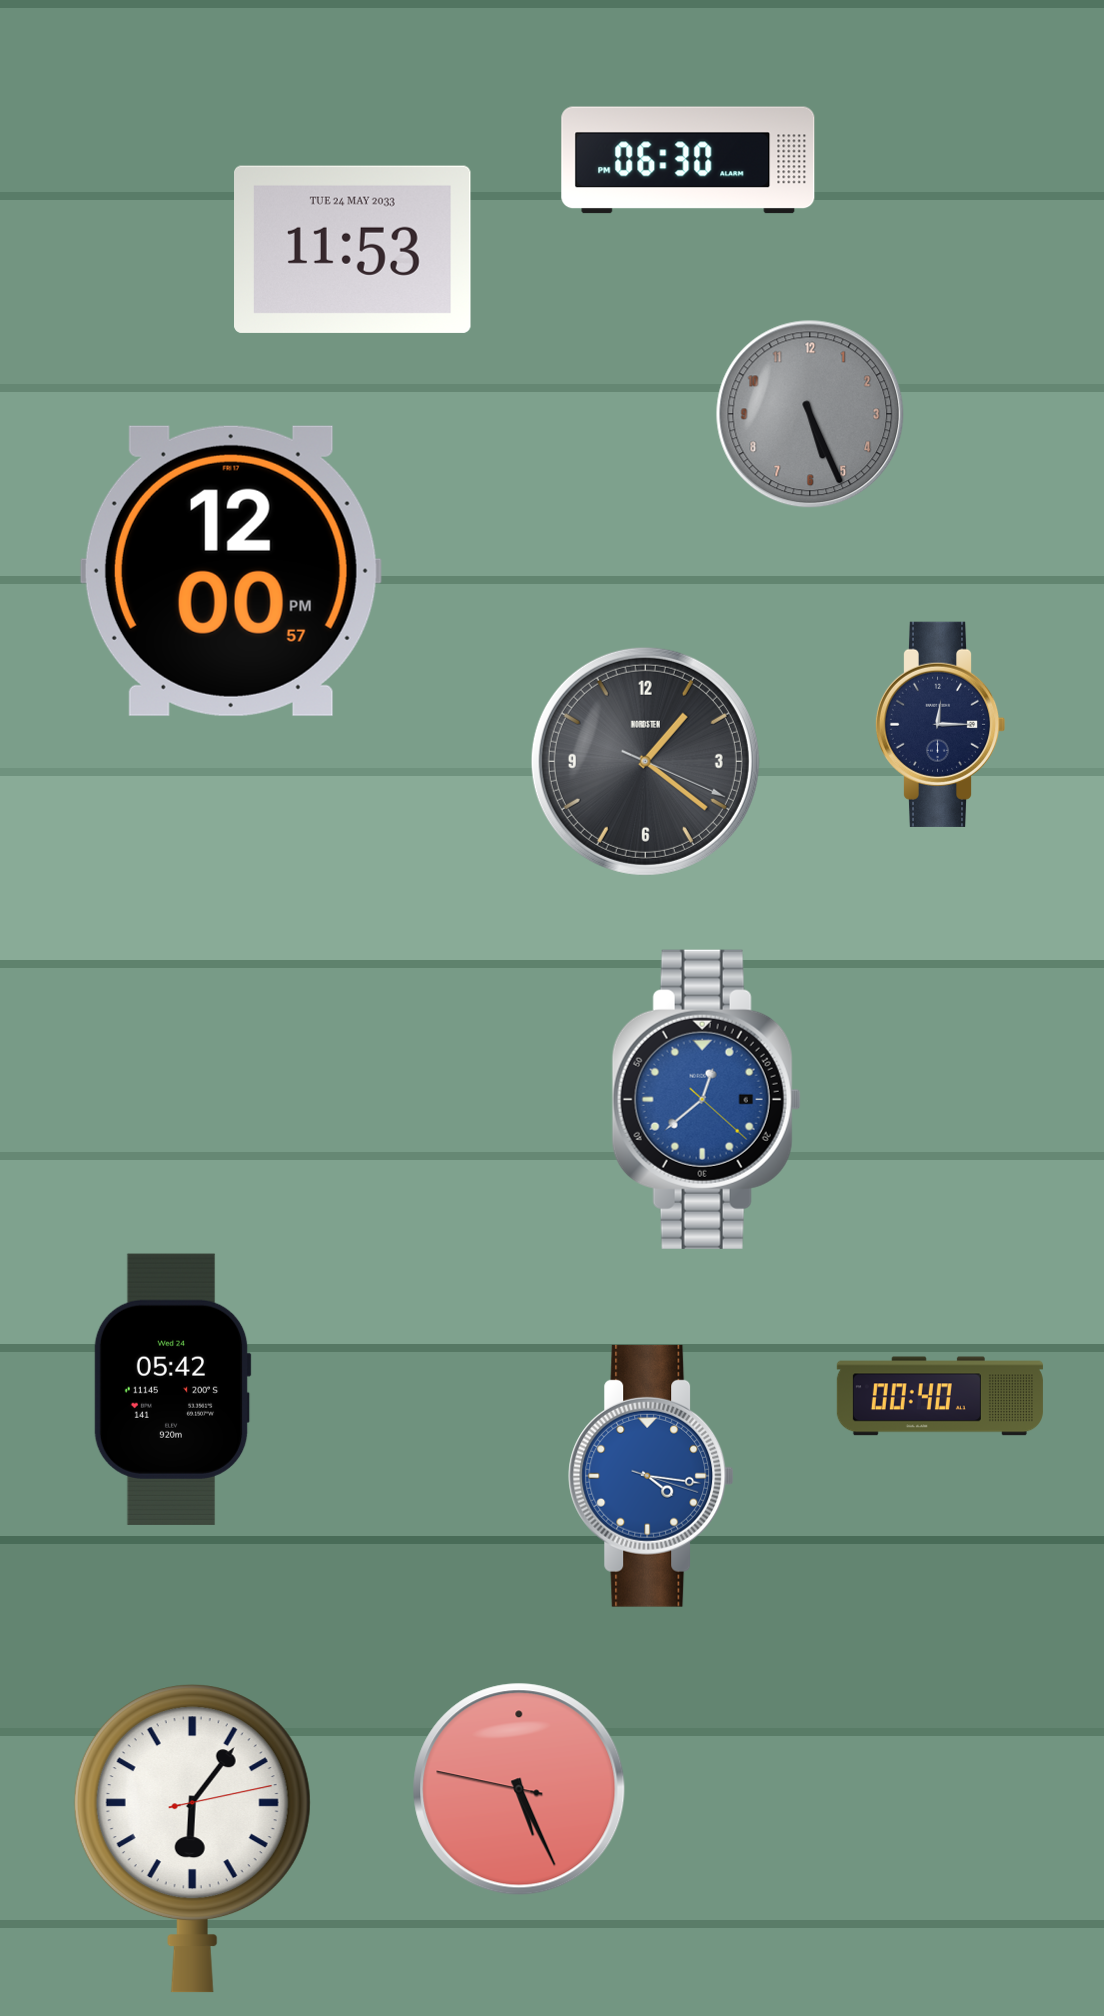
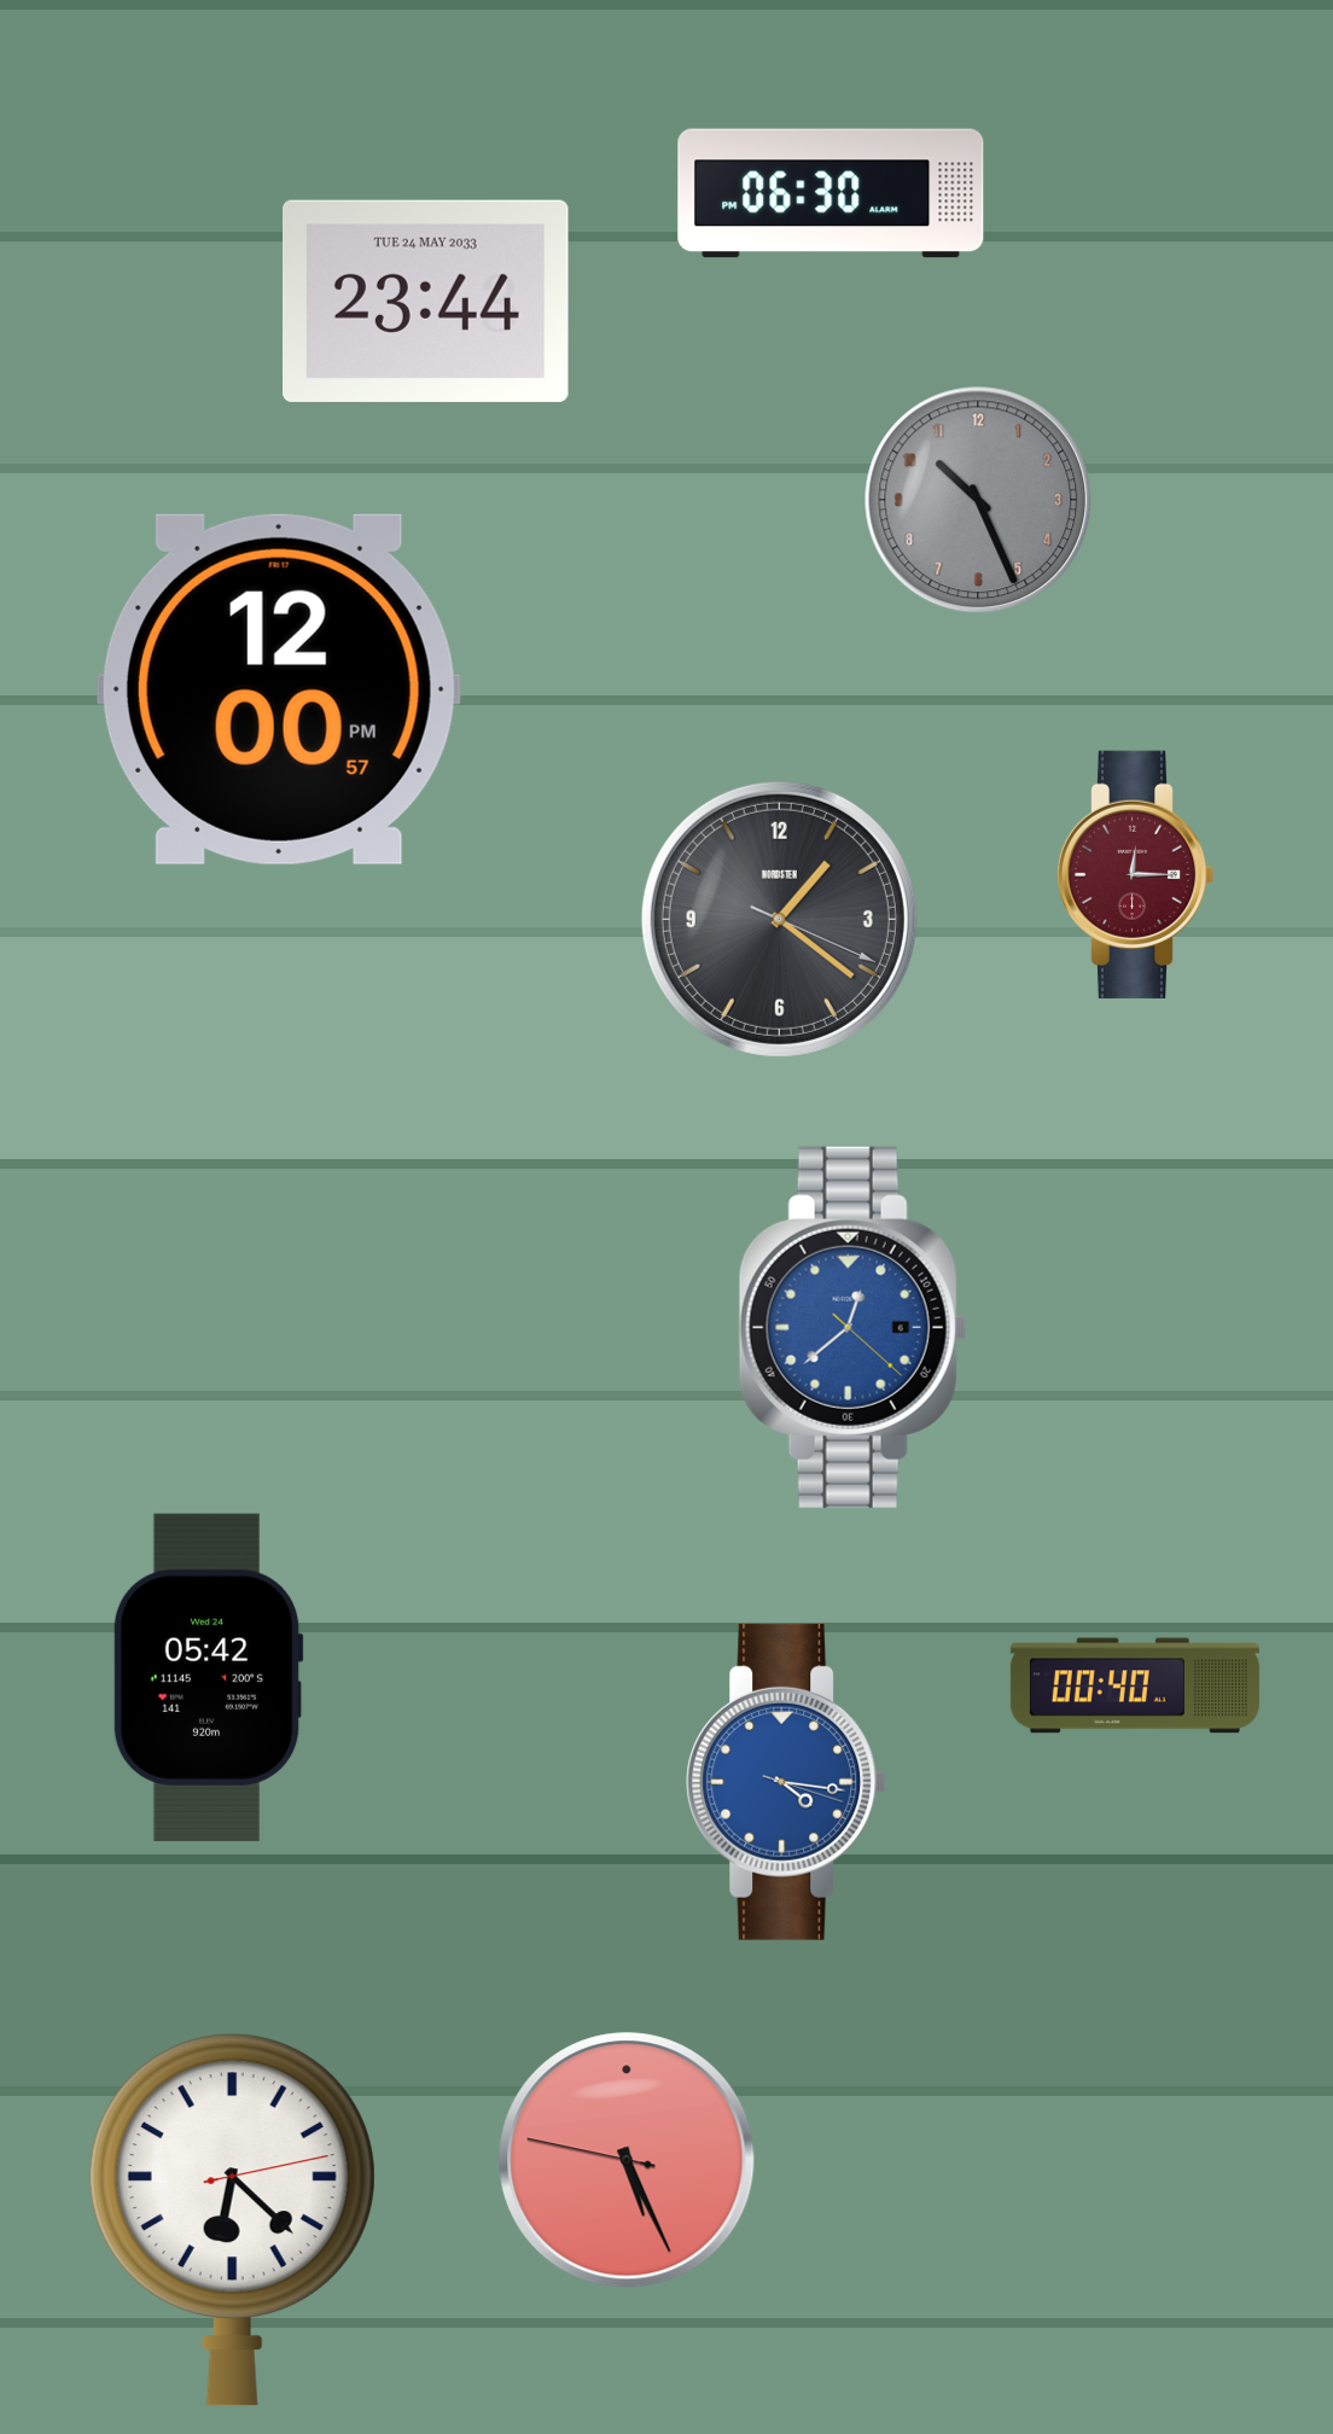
clock at (353, 249): 11:53 -> 23:44
clock at (810, 414): 5:26 -> 10:26
clock at (940, 724) dial: navy -> burgundy
clock at (192, 1839): 6:06 -> 6:22
